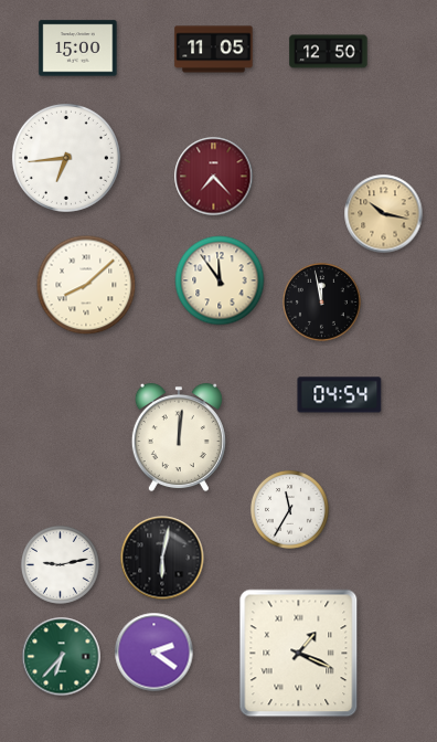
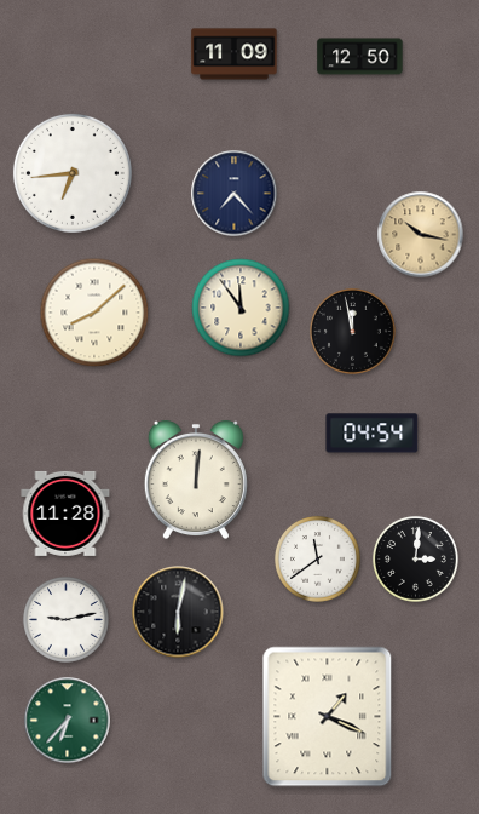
clock at (78, 49): 15:00 -> none
clock at (214, 50): 11:05 -> 11:09
clock at (214, 177) dial: burgundy -> navy
clock at (65, 514): none -> 11:28
clock at (289, 509): 11:35 -> 11:39
clock at (415, 558): none -> 3:01
clock at (154, 653): 2:21 -> none
